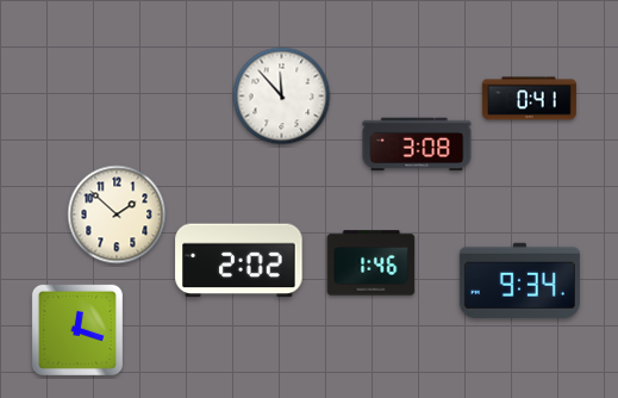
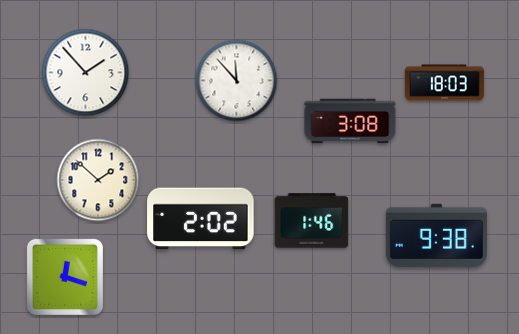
clock at (86, 73): none -> 1:53
clock at (529, 99): 0:41 -> 18:03
clock at (519, 280): 9:34 -> 9:38
